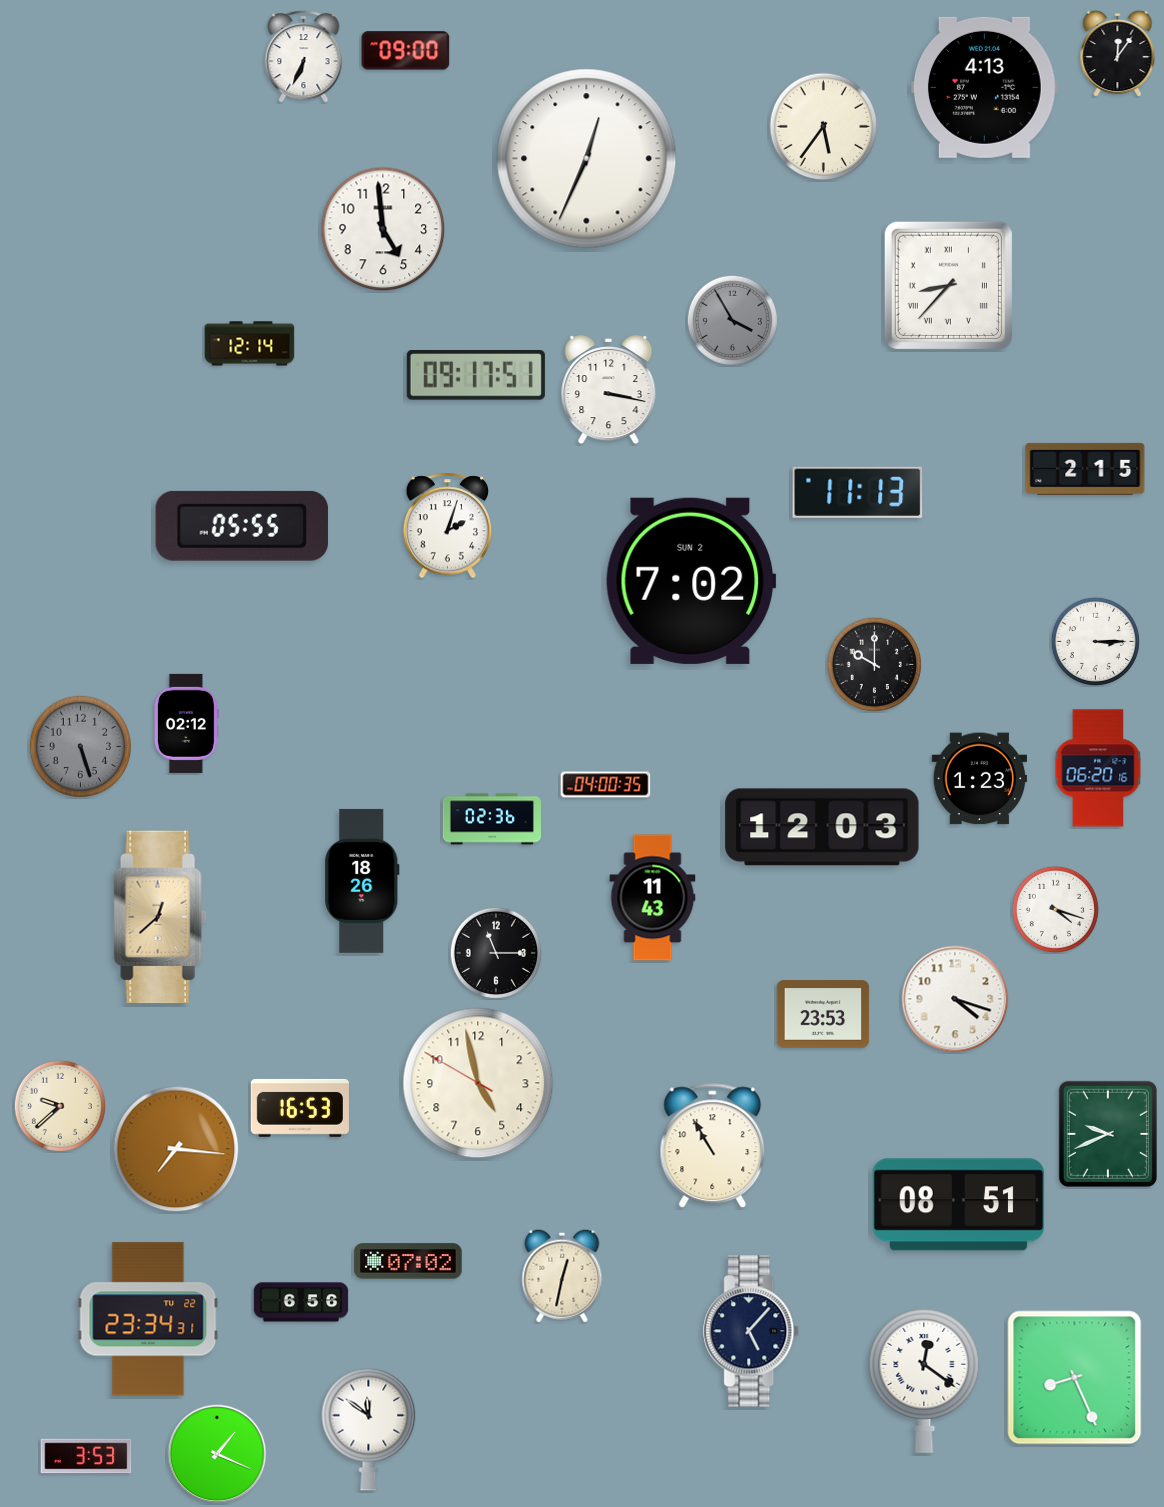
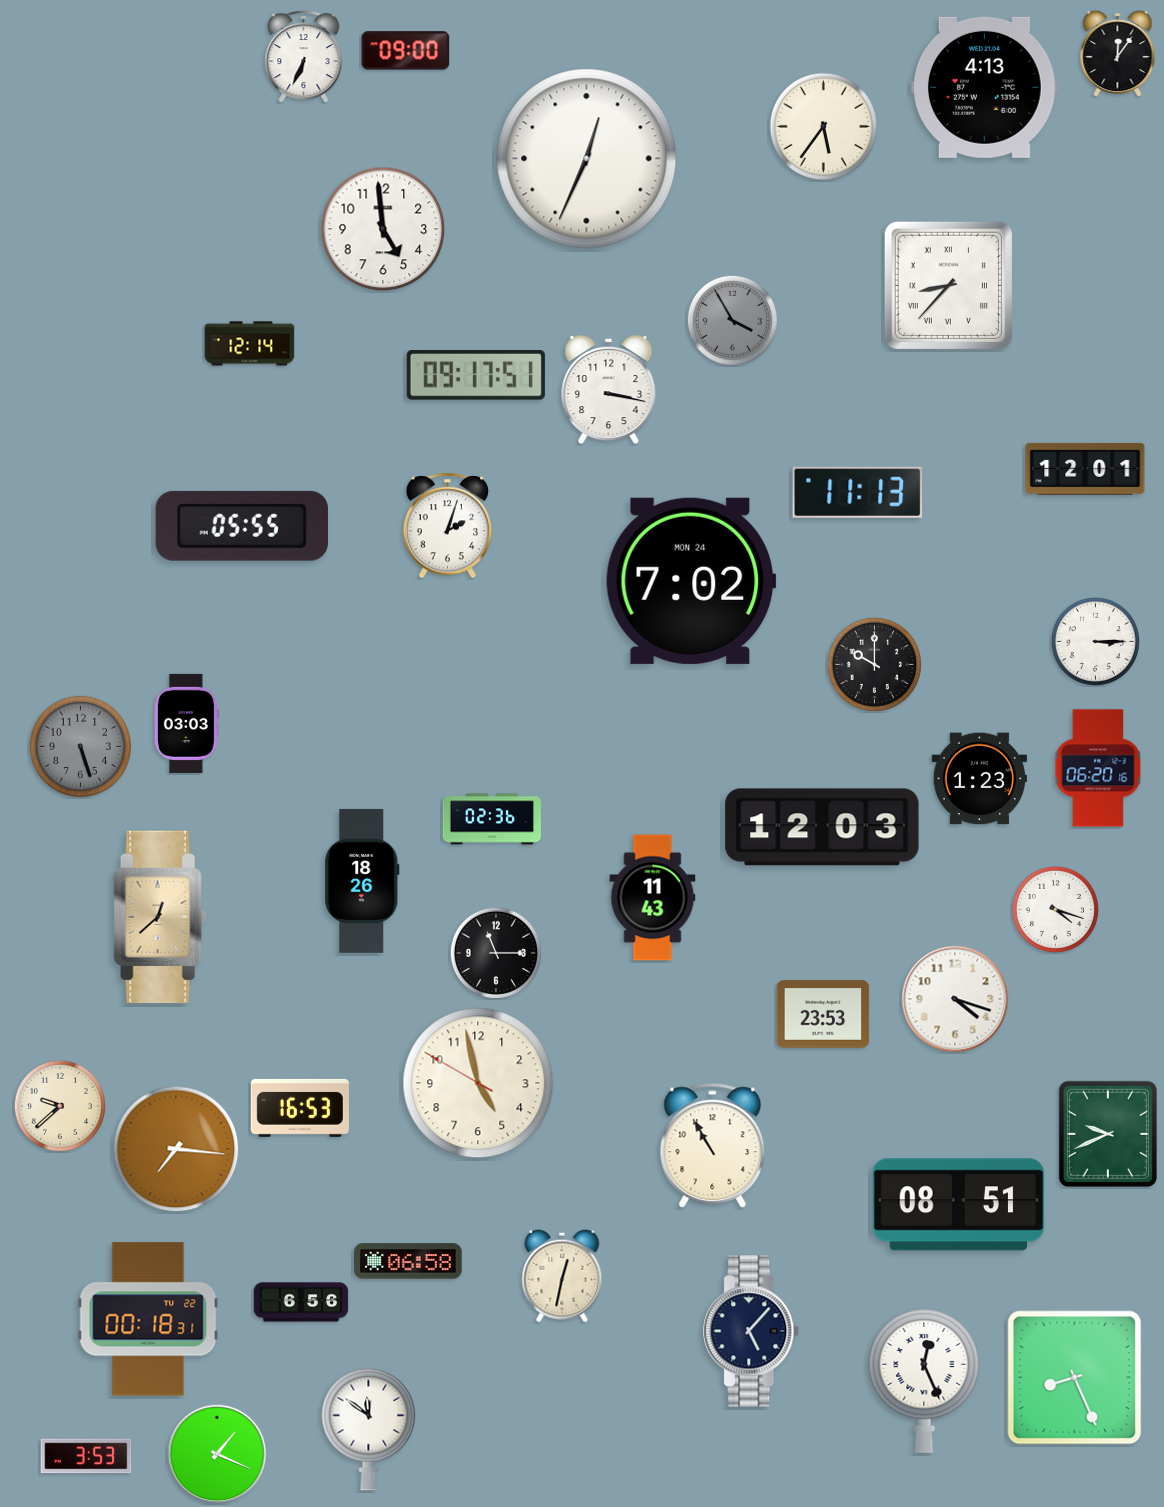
clock at (1085, 469): 2:15 -> 12:01
clock at (691, 581) date: SUN 2 -> MON 24
clock at (186, 723): 02:12 -> 03:03
clock at (606, 785): 04:00 -> none
clock at (408, 1261): 07:02 -> 06:58
clock at (148, 1319): 23:34 -> 00:18
clock at (924, 1380): 12:21 -> 12:26
